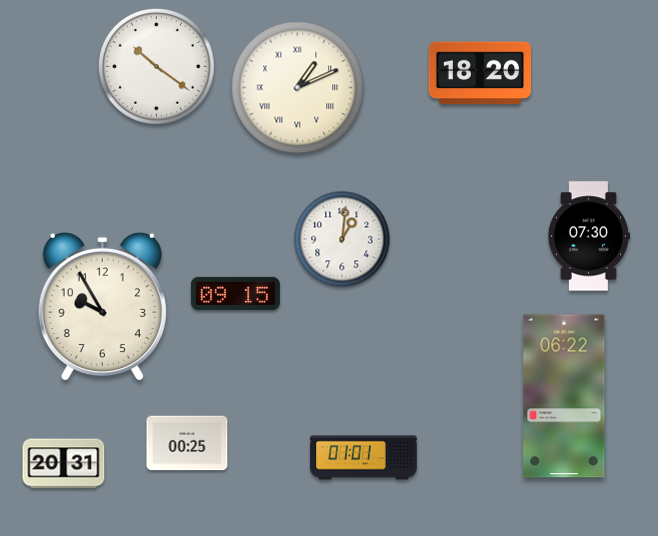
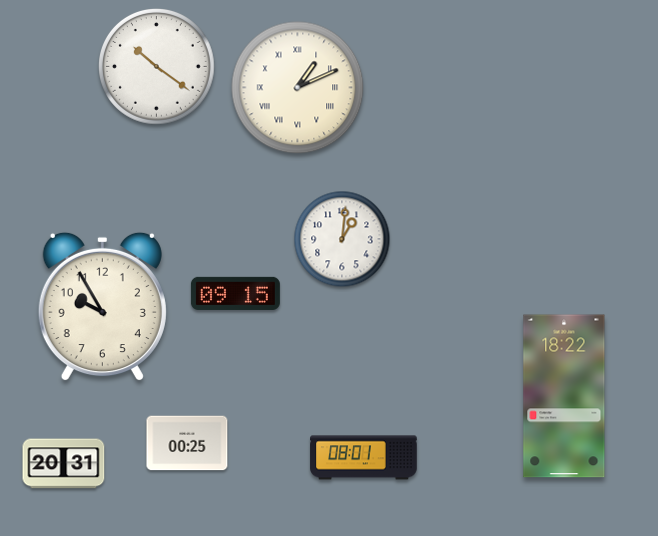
clock at (480, 73): 18:20 -> none
clock at (588, 236): 07:30 -> none
clock at (564, 396): 06:22 -> 18:22
clock at (364, 458): 01:01 -> 08:01
